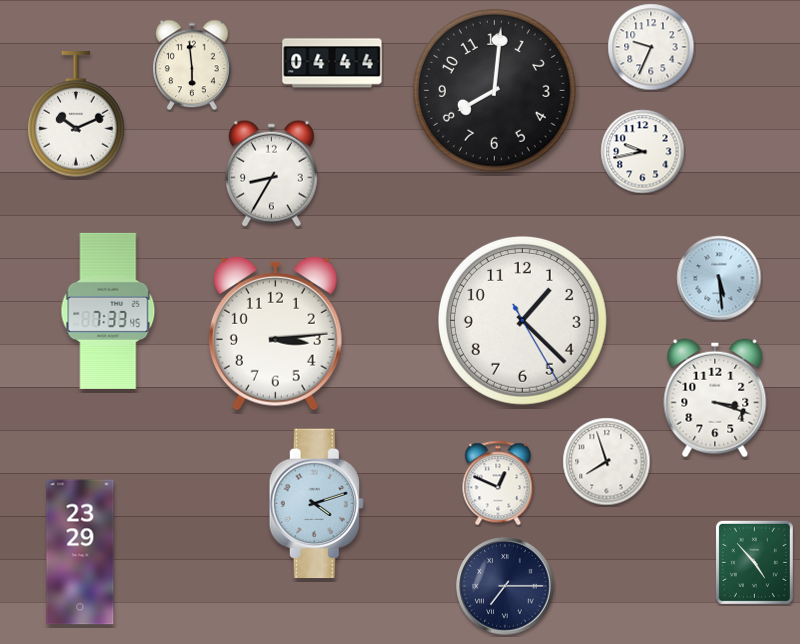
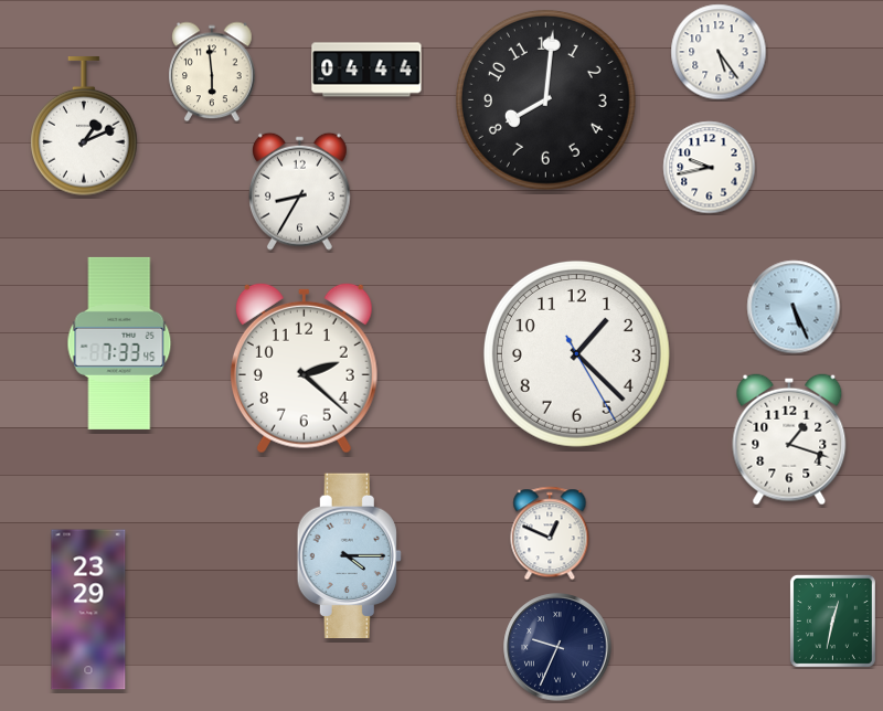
clock at (651, 47): 9:34 -> 5:24
clock at (76, 115): 10:11 -> 1:11
clock at (719, 278): 5:29 -> 5:26
clock at (275, 333): 3:14 -> 2:22
clock at (715, 398): 3:18 -> 1:18
clock at (607, 462): 7:57 -> none
clock at (316, 504): 4:12 -> 4:15
clock at (754, 562): 4:53 -> 12:32
clock at (505, 586): 7:15 -> 9:34
